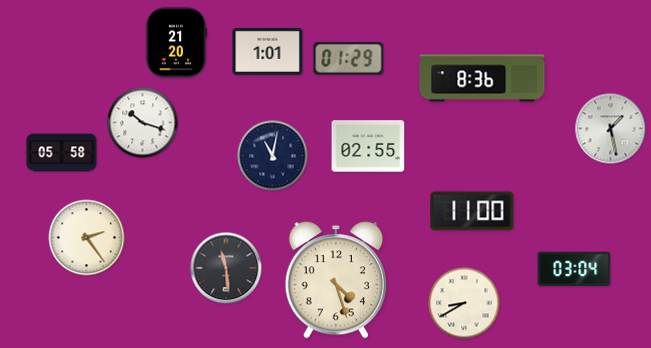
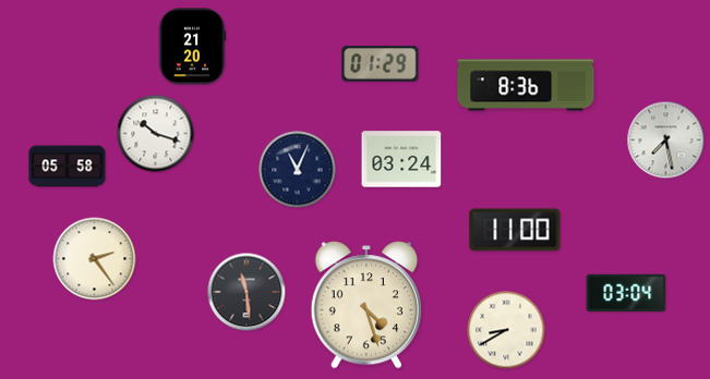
clock at (268, 51): 1:01 -> none
clock at (611, 129): 1:28 -> 7:28
clock at (368, 146): 02:55 -> 03:24
clock at (273, 156): 11:02 -> 11:04
